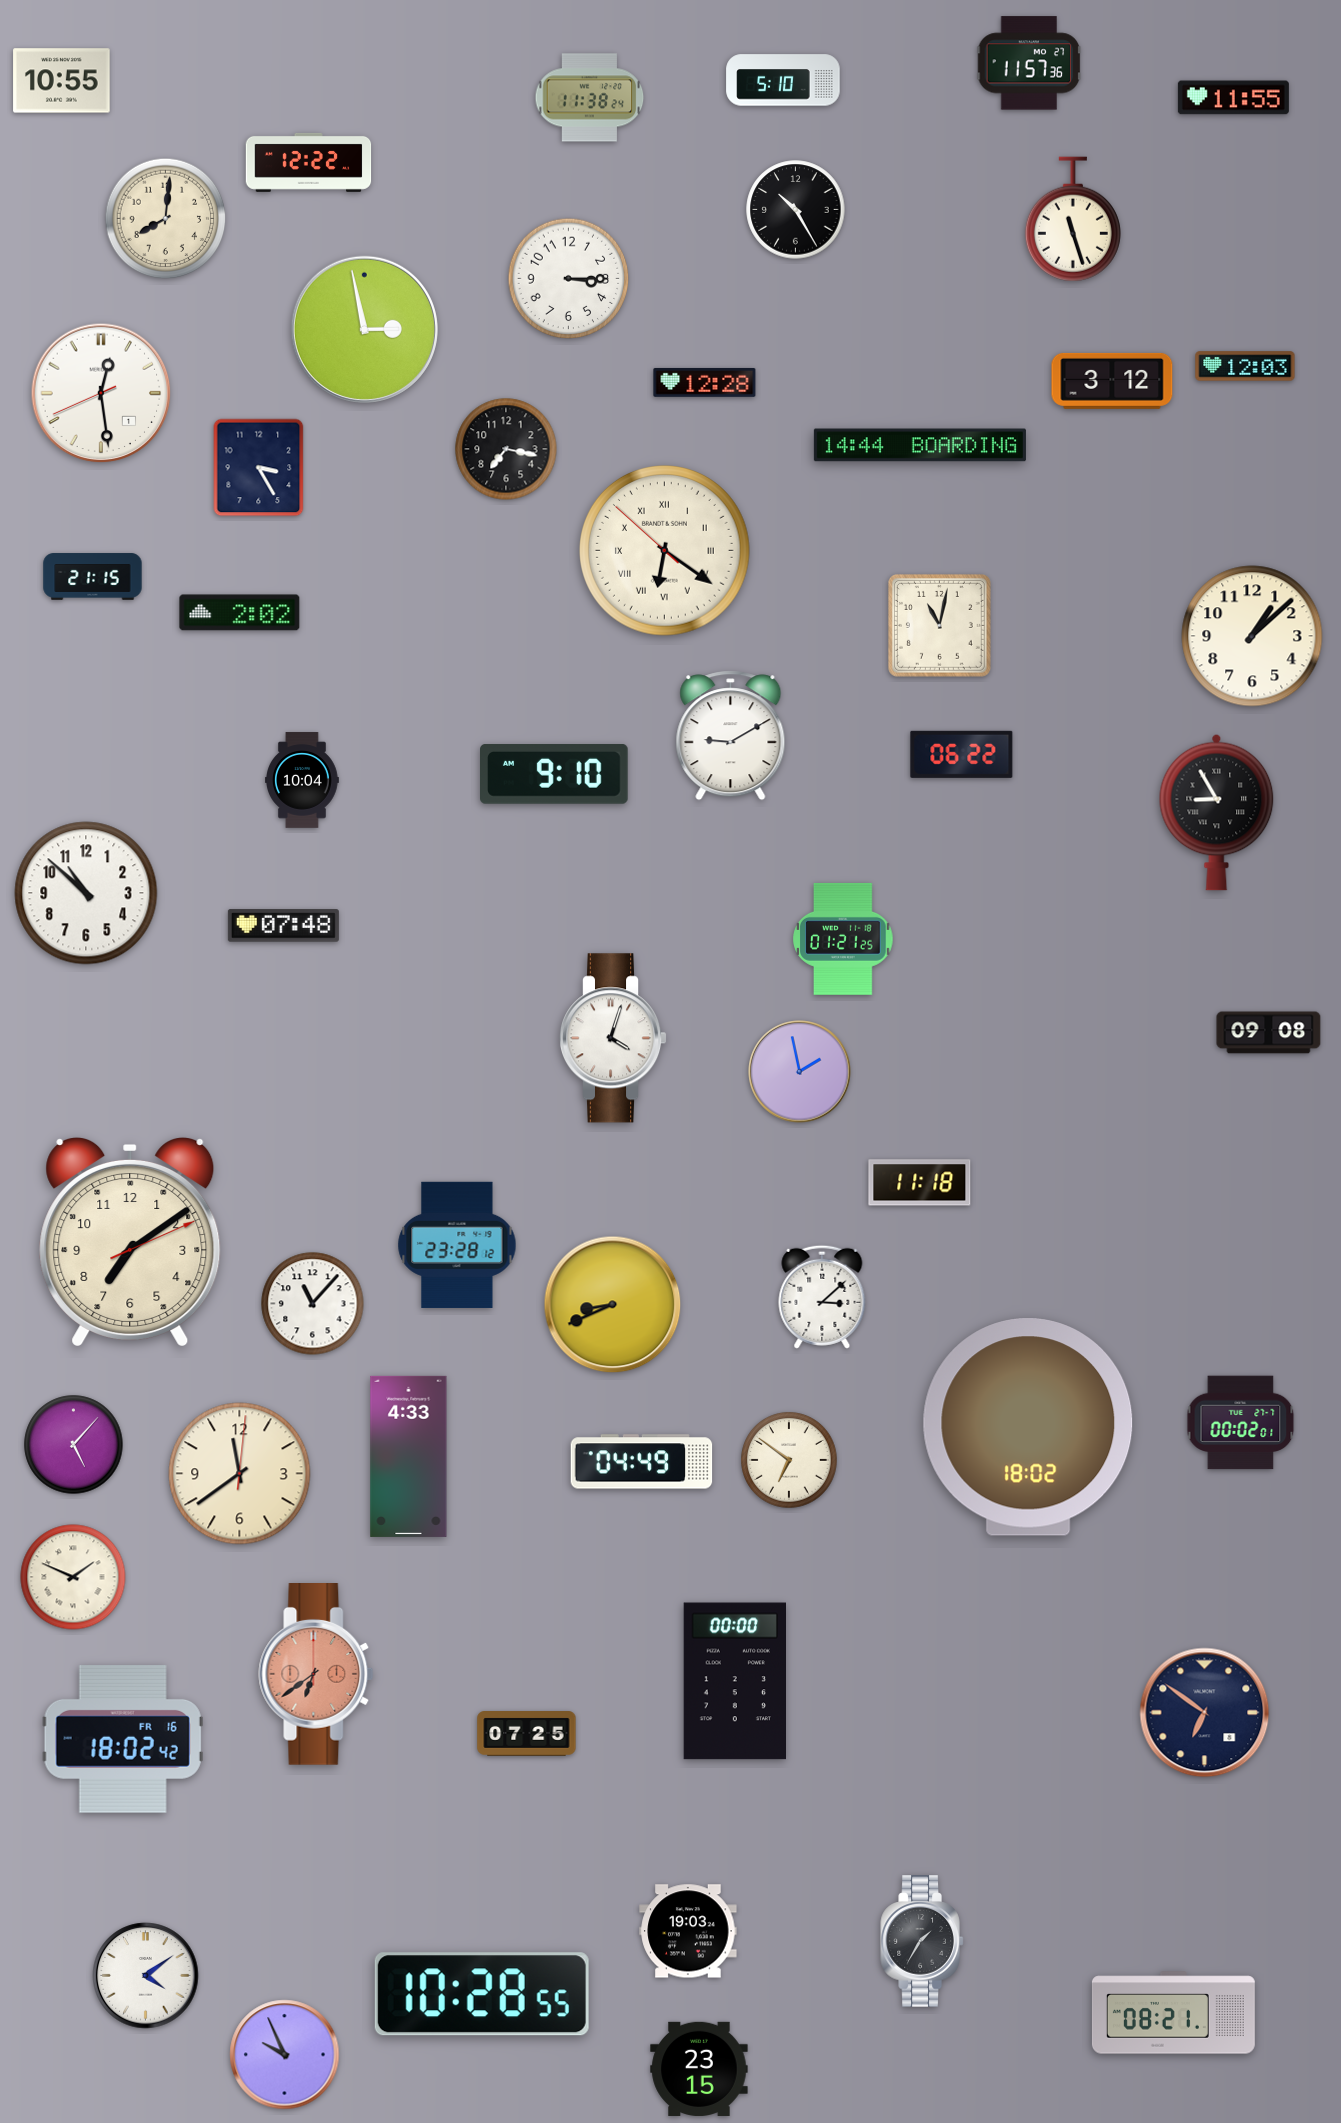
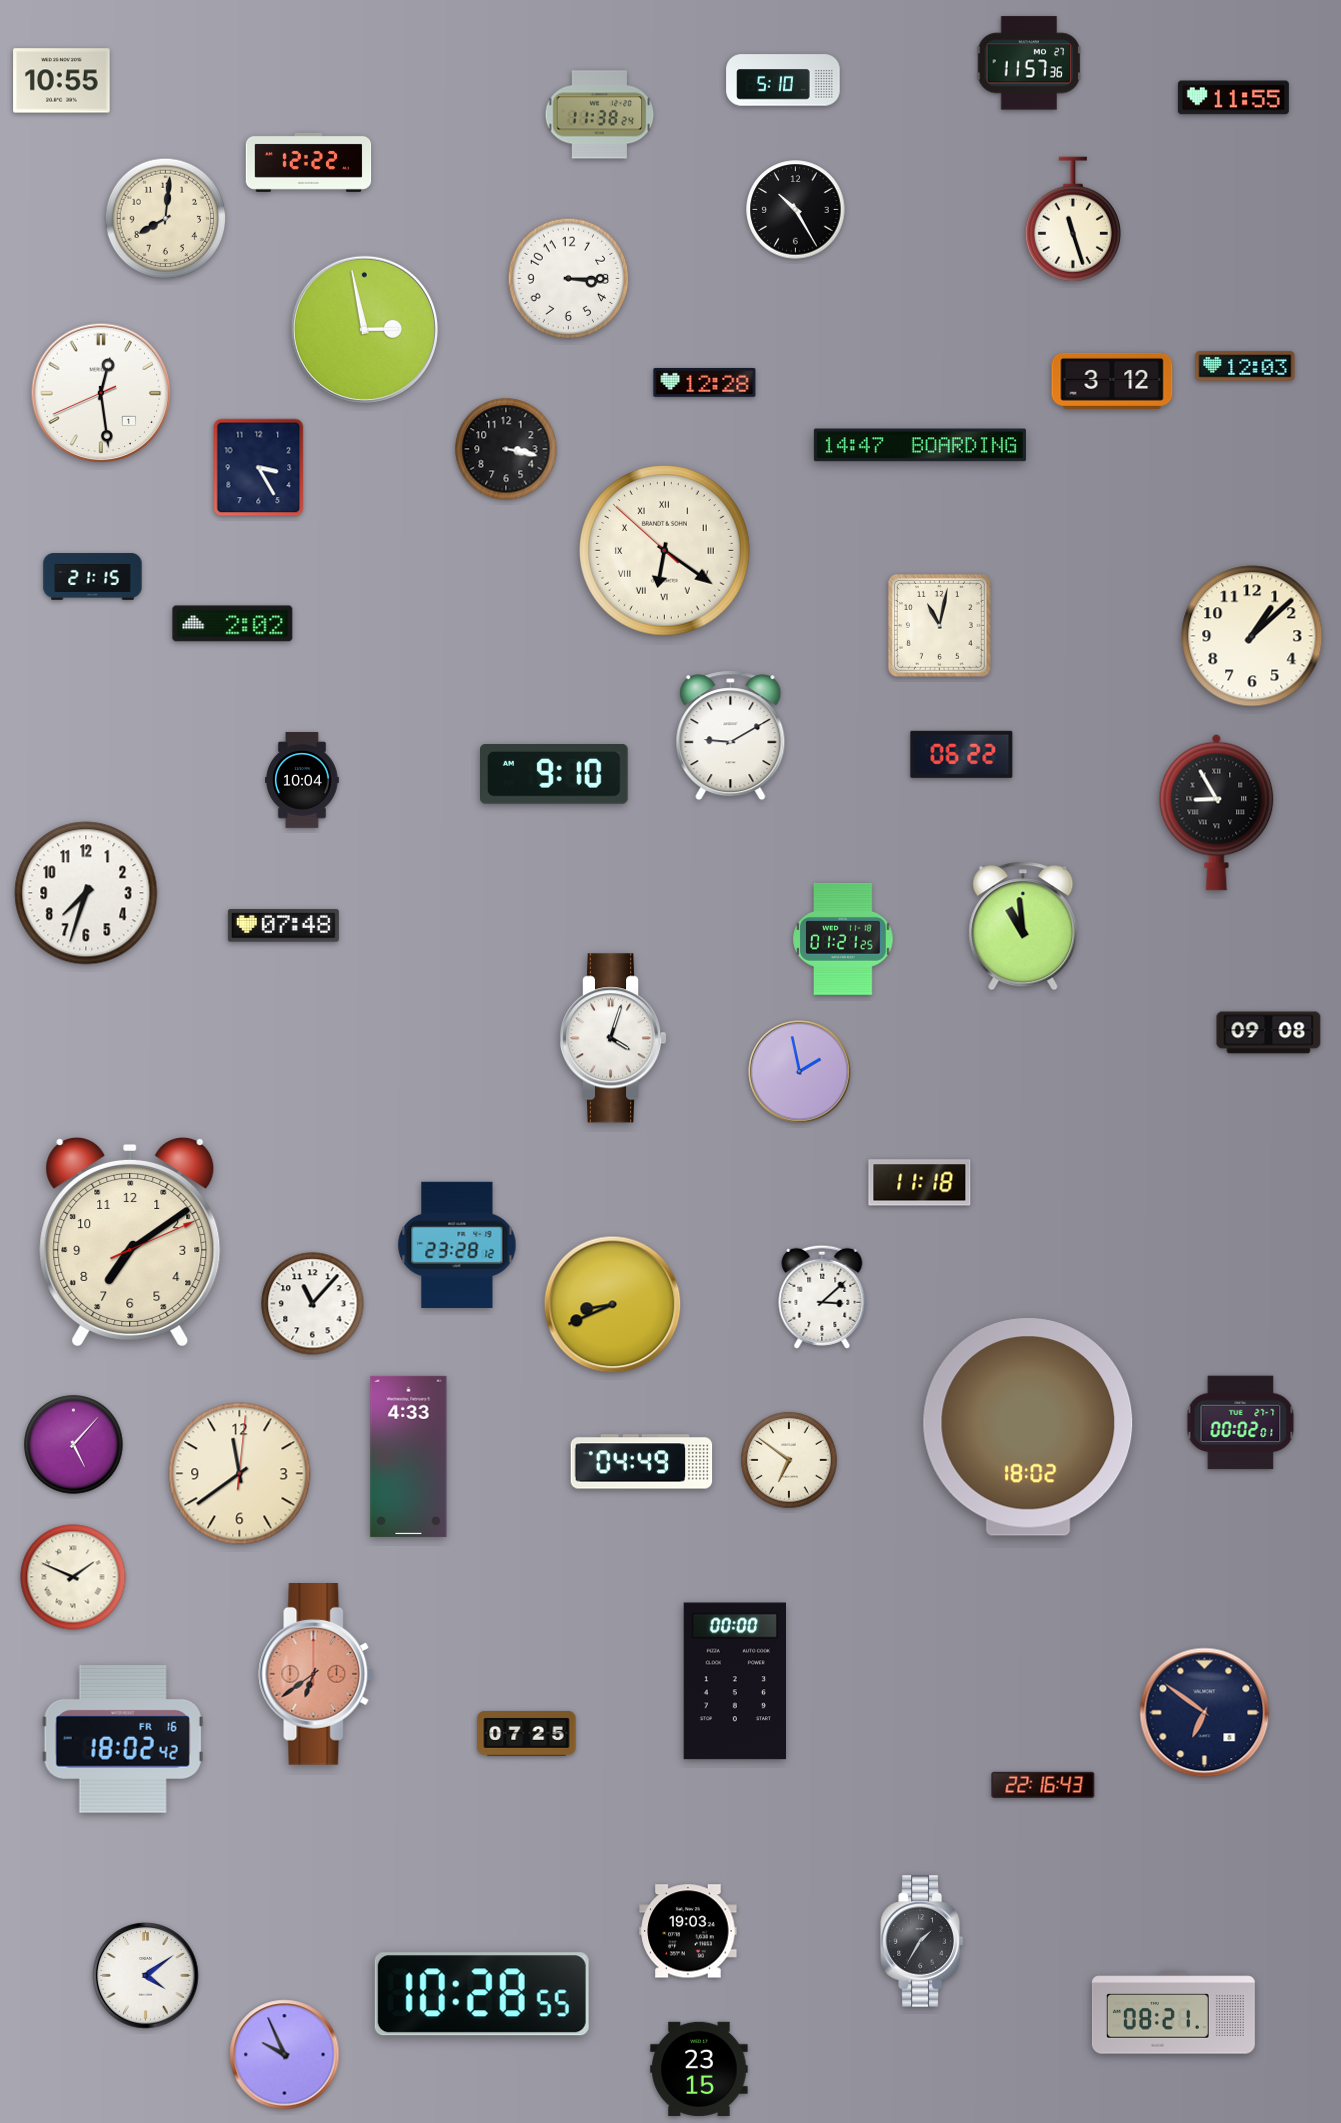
clock at (590, 98) position: (590, 98) -> (600, 115)
clock at (920, 445): 14:44 -> 14:47
clock at (506, 449): 7:17 -> 3:17
clock at (240, 613) position: (240, 613) -> (233, 624)
clock at (86, 893): 10:52 -> 7:33
clock at (1023, 926): none -> 10:59
clock at (1043, 1785): none -> 22:16
